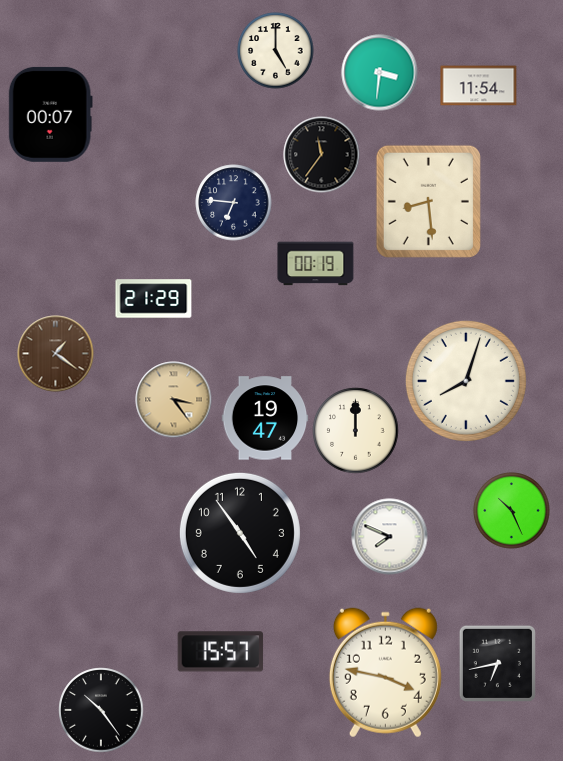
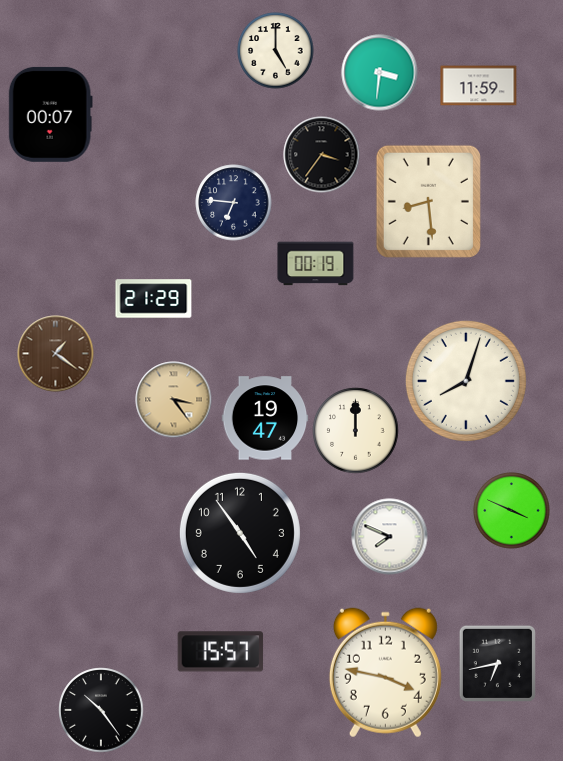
clock at (479, 86): 11:54 -> 11:59
clock at (322, 155): 11:36 -> 3:36
clock at (512, 511): 10:26 -> 3:49
